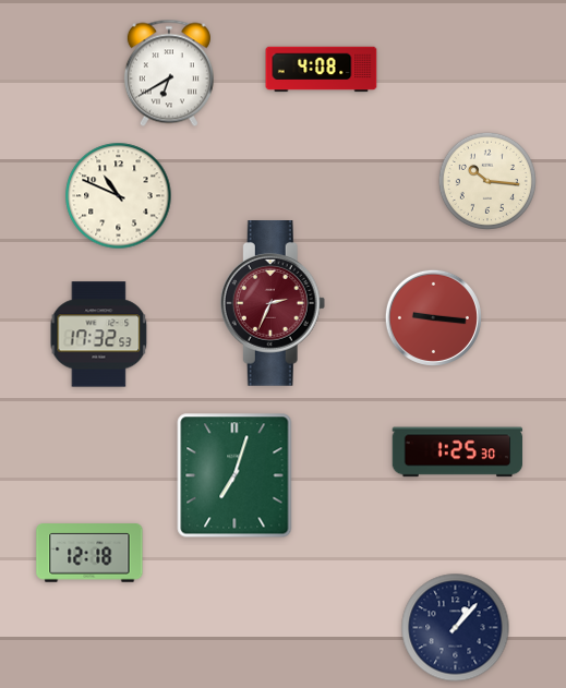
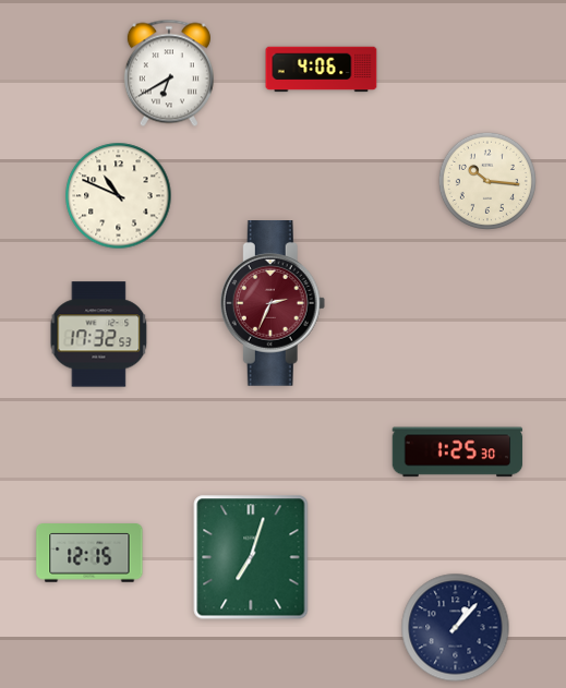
clock at (322, 70): 4:08 -> 4:06
clock at (433, 317): 9:16 -> none
clock at (234, 475) position: (234, 475) -> (251, 557)
clock at (89, 553): 12:18 -> 12:15
